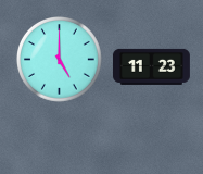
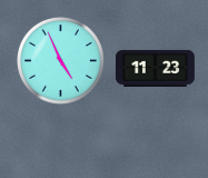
clock at (60, 60): 5:00 -> 4:56
